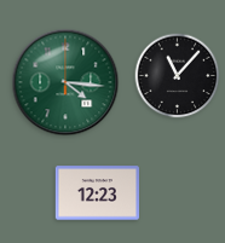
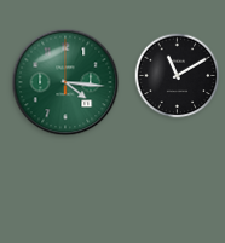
clock at (178, 76): 11:07 -> 11:10
clock at (97, 193): 12:23 -> none
